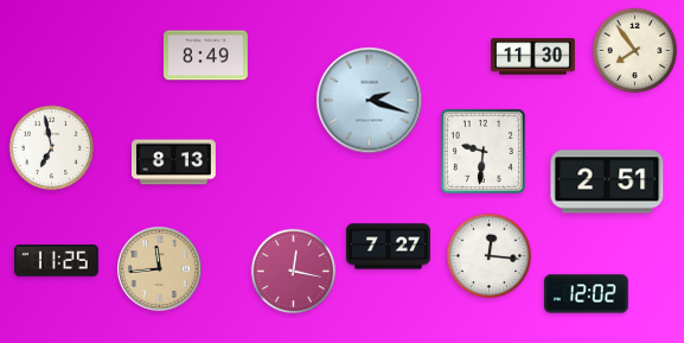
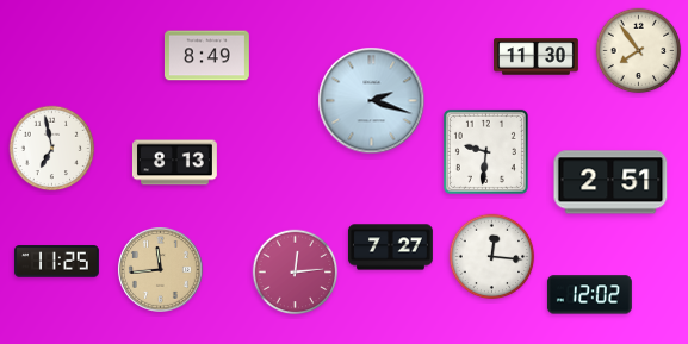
clock at (294, 272): 12:17 -> 12:14
